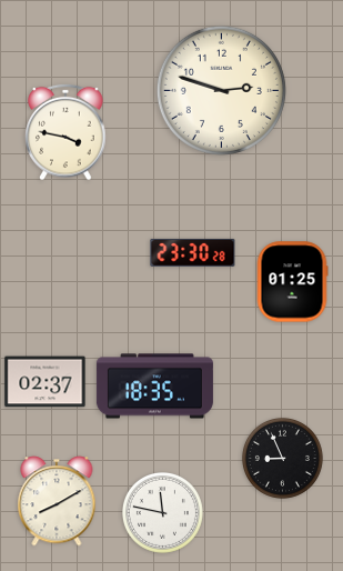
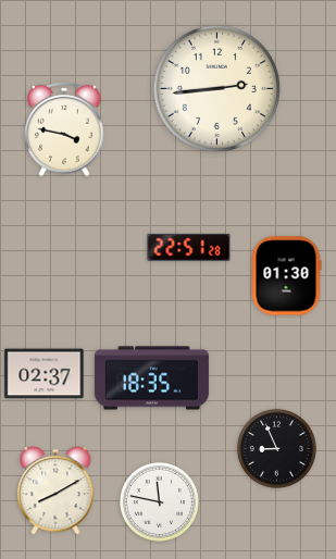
clock at (221, 90): 2:48 -> 2:44
clock at (193, 252): 23:30 -> 22:51
clock at (292, 282): 01:25 -> 01:30
